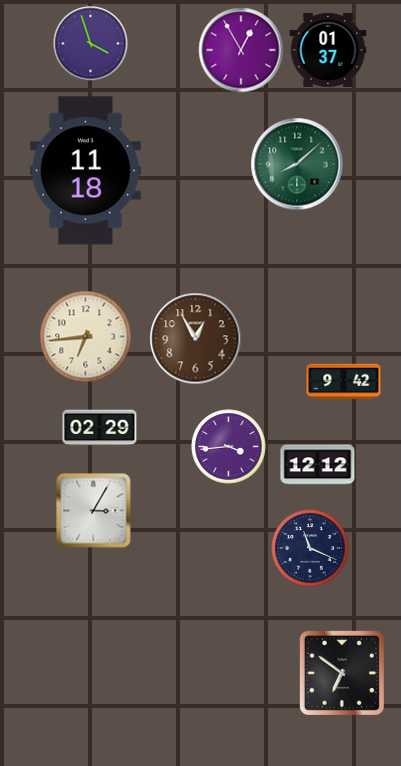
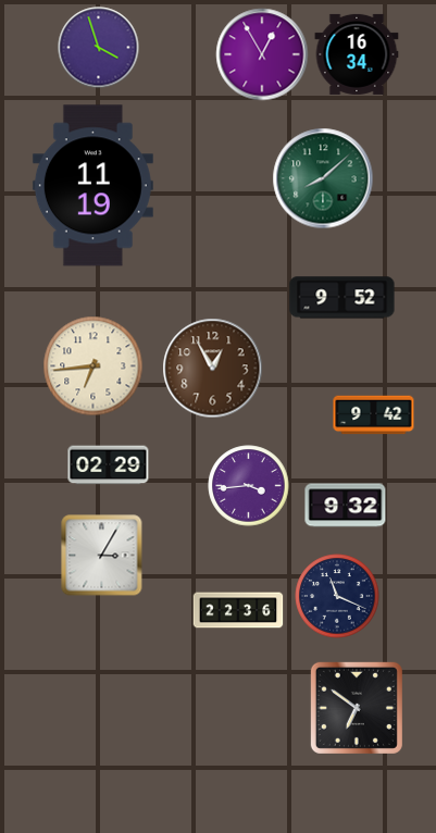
clock at (328, 50): 01:37 -> 16:34
clock at (85, 171): 11:18 -> 11:19
clock at (342, 298): none -> 9:52
clock at (318, 465): 12:12 -> 9:32
clock at (238, 610): none -> 22:36
clock at (342, 673) position: (342, 673) -> (357, 708)
